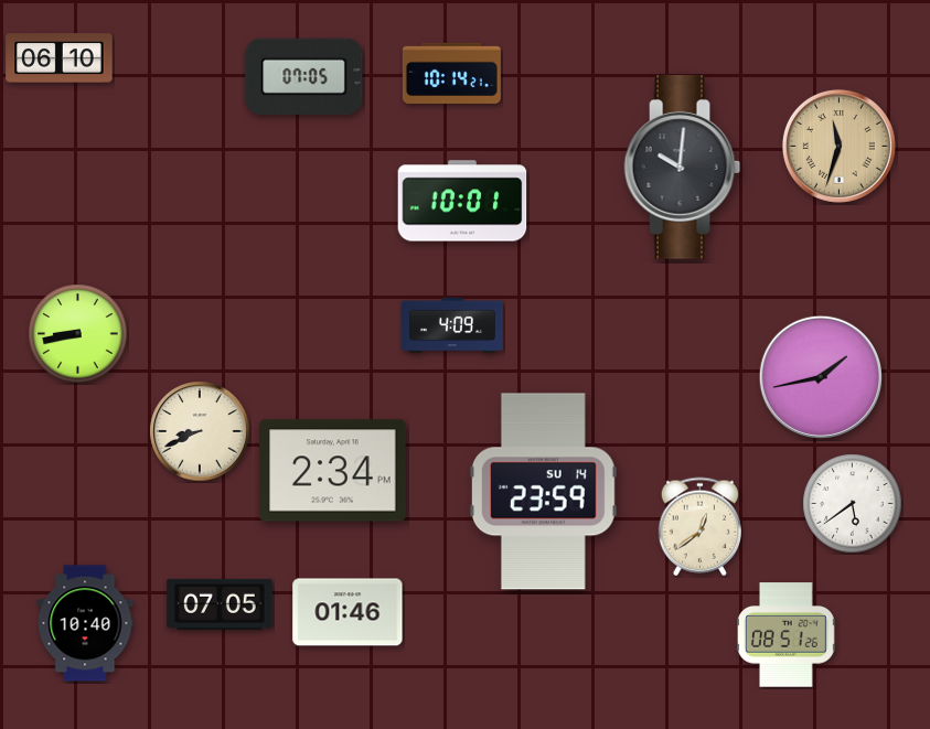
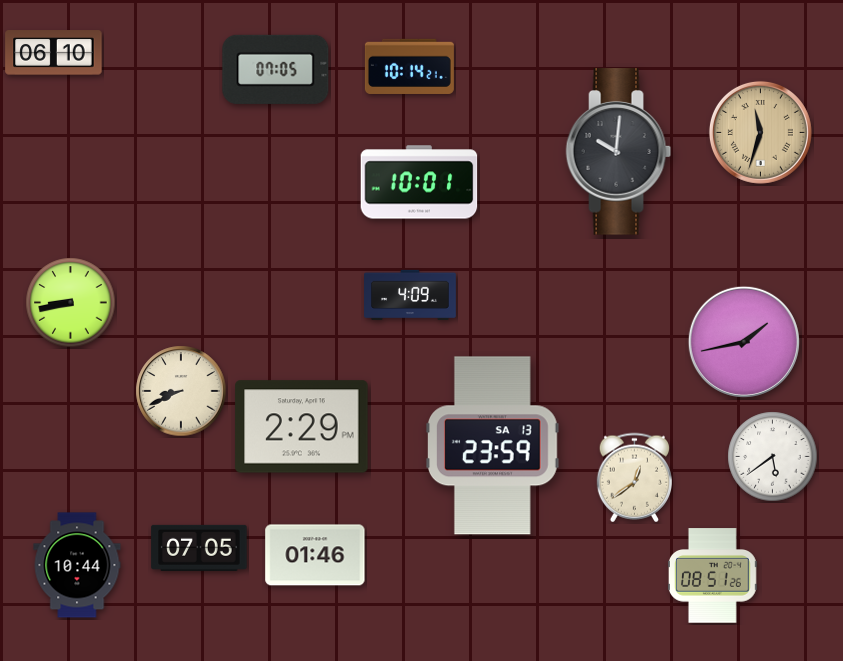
clock at (333, 471): 2:34 -> 2:29
clock at (543, 492) date: SU 14 -> SA 13
clock at (85, 623): 10:40 -> 10:44
